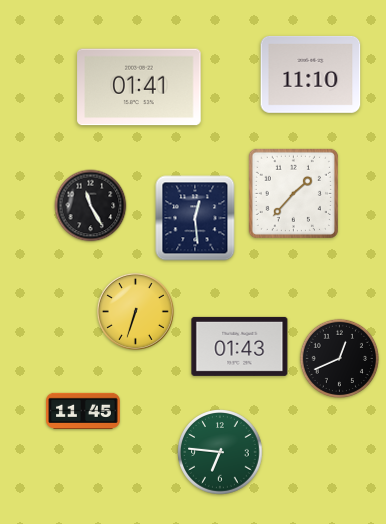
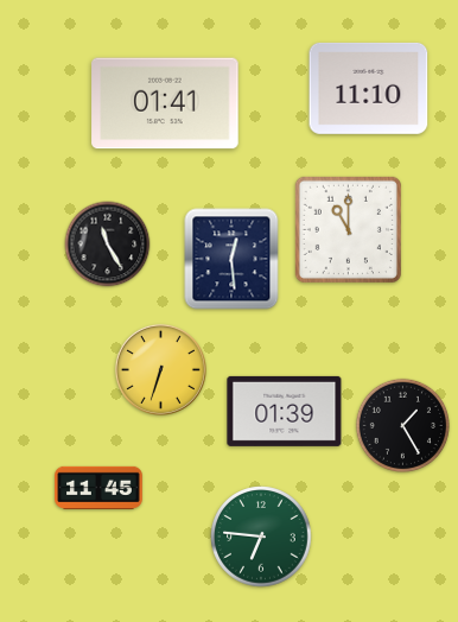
clock at (293, 193): 1:37 -> 11:00
clock at (240, 346): 01:43 -> 01:39
clock at (339, 358): 12:41 -> 1:25
